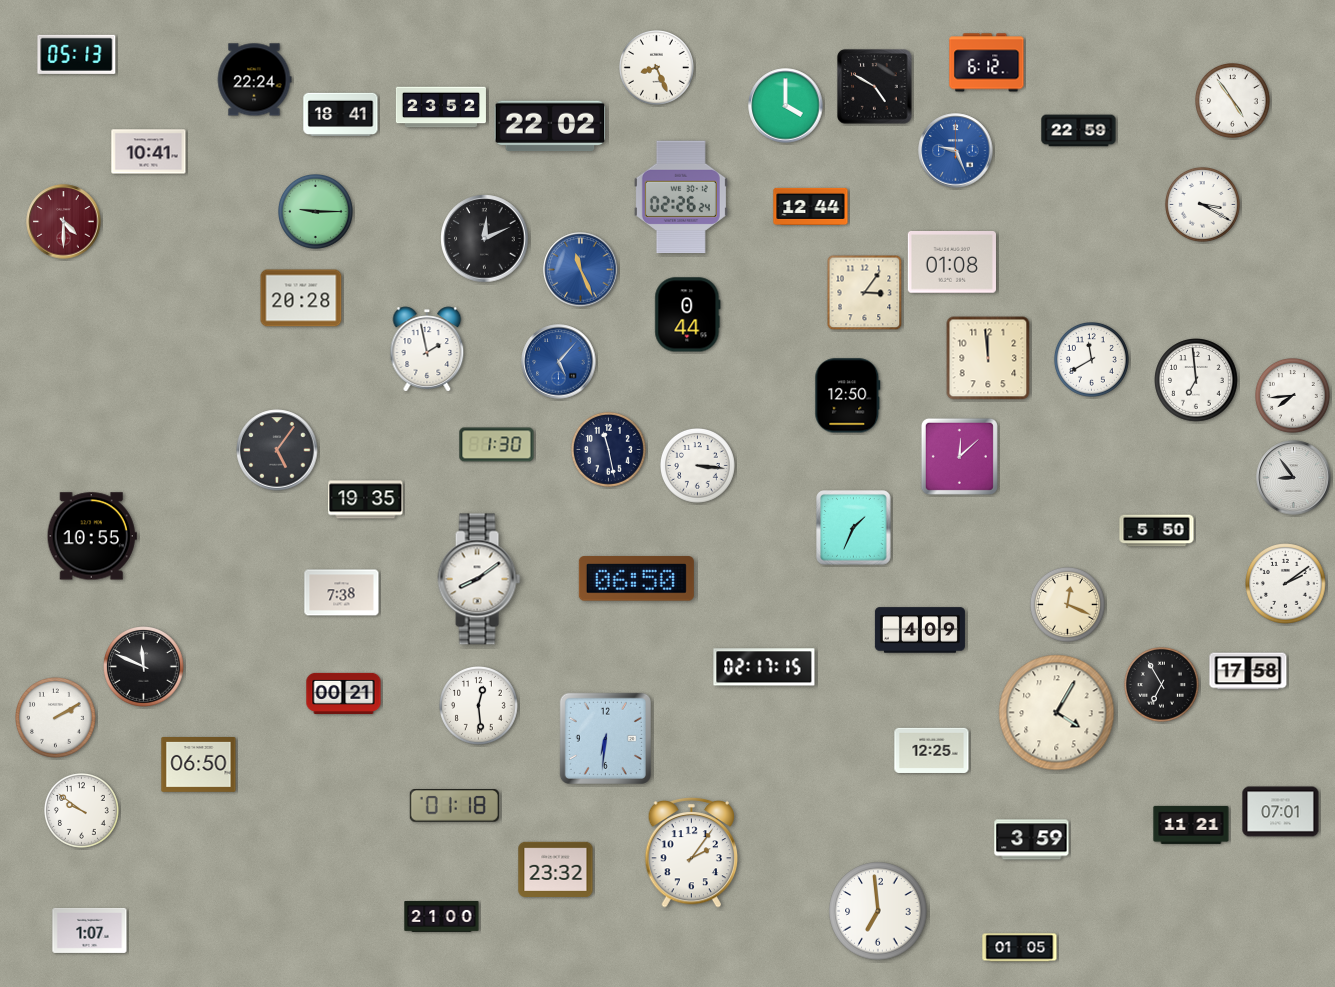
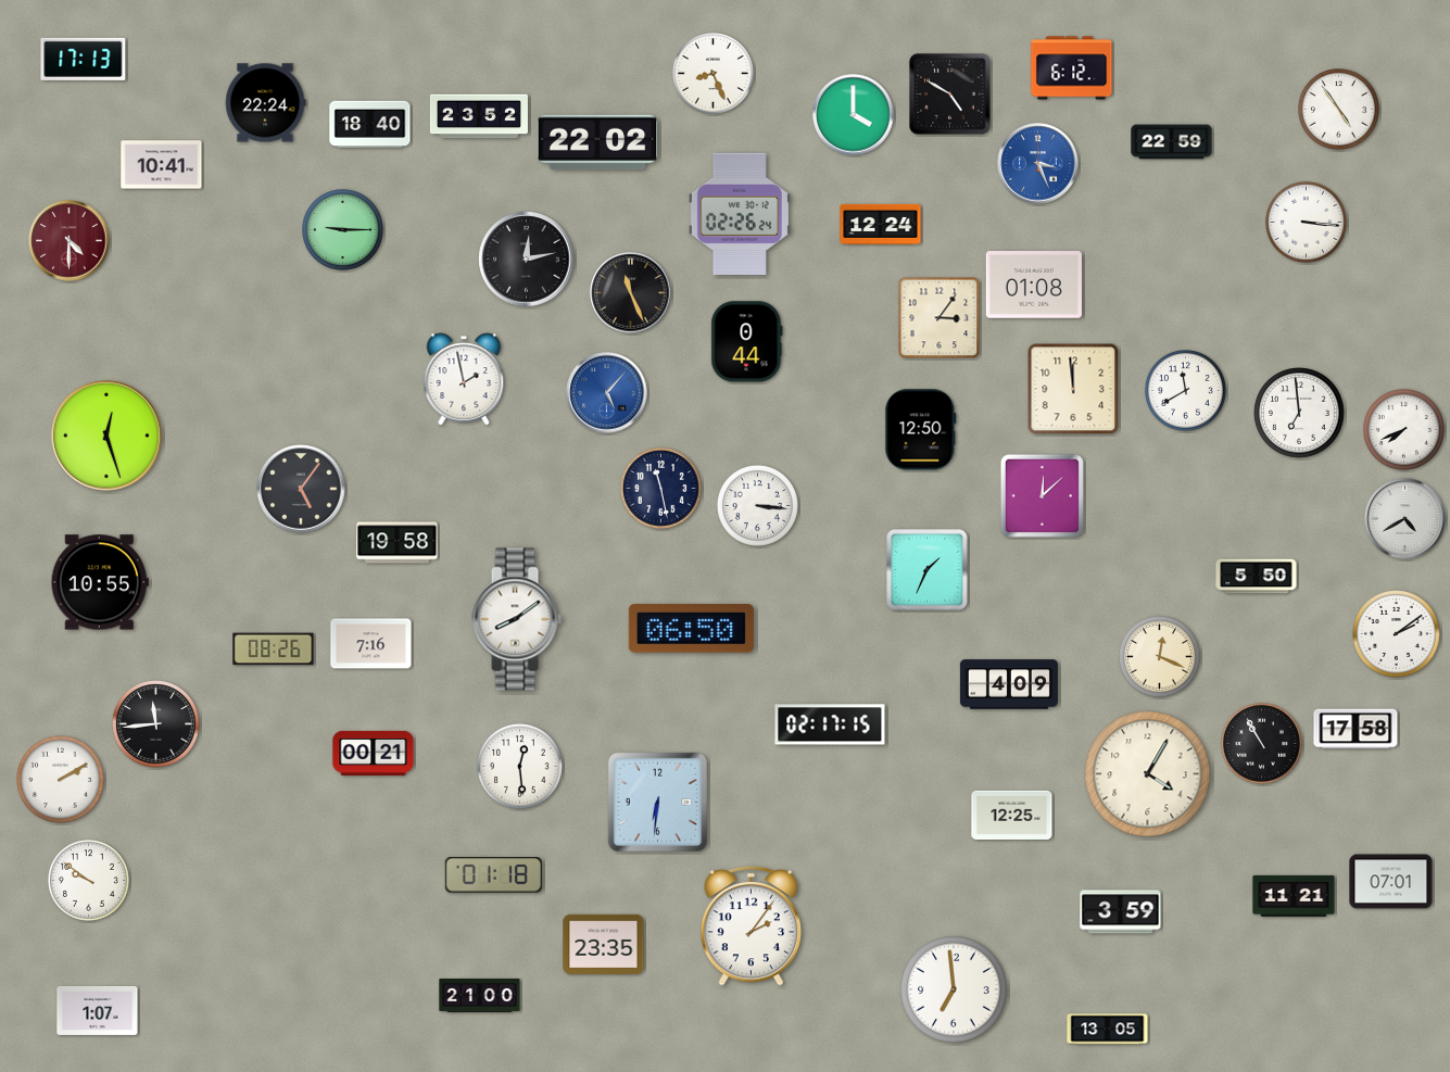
clock at (77, 54): 05:13 -> 17:13
clock at (254, 80) position: (254, 80) -> (265, 103)
clock at (341, 115): 18:41 -> 18:40
clock at (550, 126) position: (550, 126) -> (597, 142)
clock at (956, 151): 9:26 -> 3:26
clock at (1203, 205): 3:20 -> 3:16
clock at (811, 206): 12:44 -> 12:24
clock at (485, 239): 12:11 -> 12:13
clock at (581, 270) dial: blue -> black
clock at (301, 298): 20:28 -> none
clock at (1293, 396): 7:44 -> 7:41
clock at (106, 436): none -> 12:27
clock at (497, 445): 1:30 -> none
clock at (1294, 478): 8:54 -> 4:40
clock at (366, 500): 19:35 -> 19:58
clock at (854, 528) position: (854, 528) -> (928, 570)
clock at (479, 579) position: (479, 579) -> (517, 619)
clock at (342, 593): 7:38 -> 7:16
clock at (274, 649): none -> 08:26
clock at (920, 630) position: (920, 630) -> (1009, 684)
clock at (144, 667): 11:49 -> 11:44
clock at (1162, 685): 6:55 -> 10:55
clock at (199, 765): 06:50 -> none
clock at (556, 869): 23:32 -> 23:35
clock at (1020, 948): 01:05 -> 13:05
